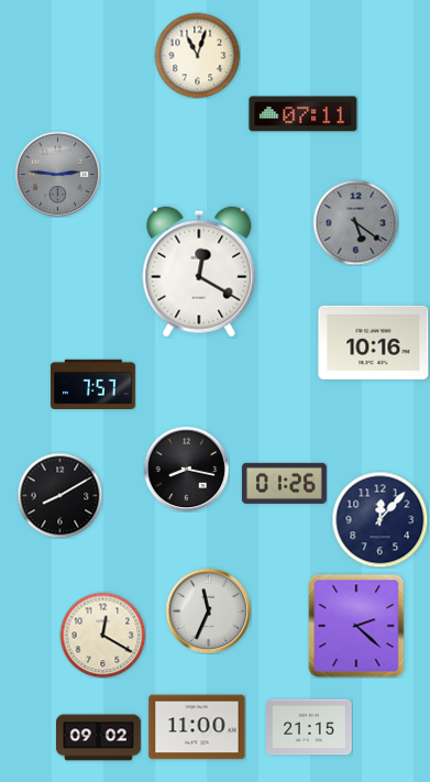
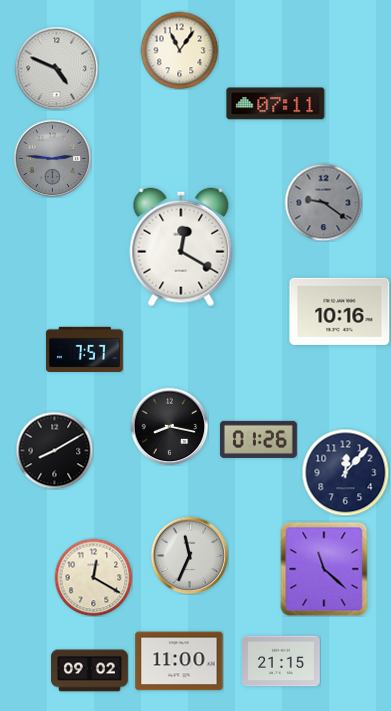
clock at (197, 55): 11:03 -> 11:06
clock at (56, 68): none -> 4:49
clock at (355, 222): 5:21 -> 9:21
clock at (356, 626): 2:22 -> 11:22
